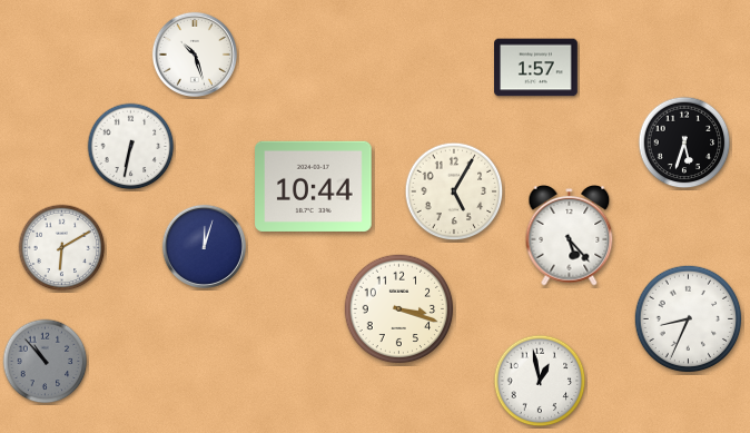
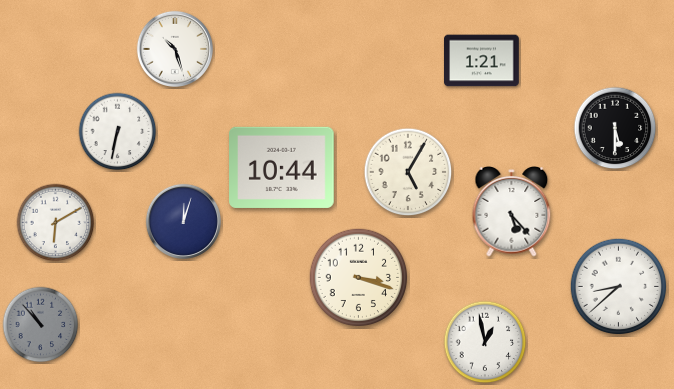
clock at (536, 68): 1:57 -> 1:21
clock at (684, 142): 5:33 -> 5:30
clock at (689, 319): 8:34 -> 8:38
